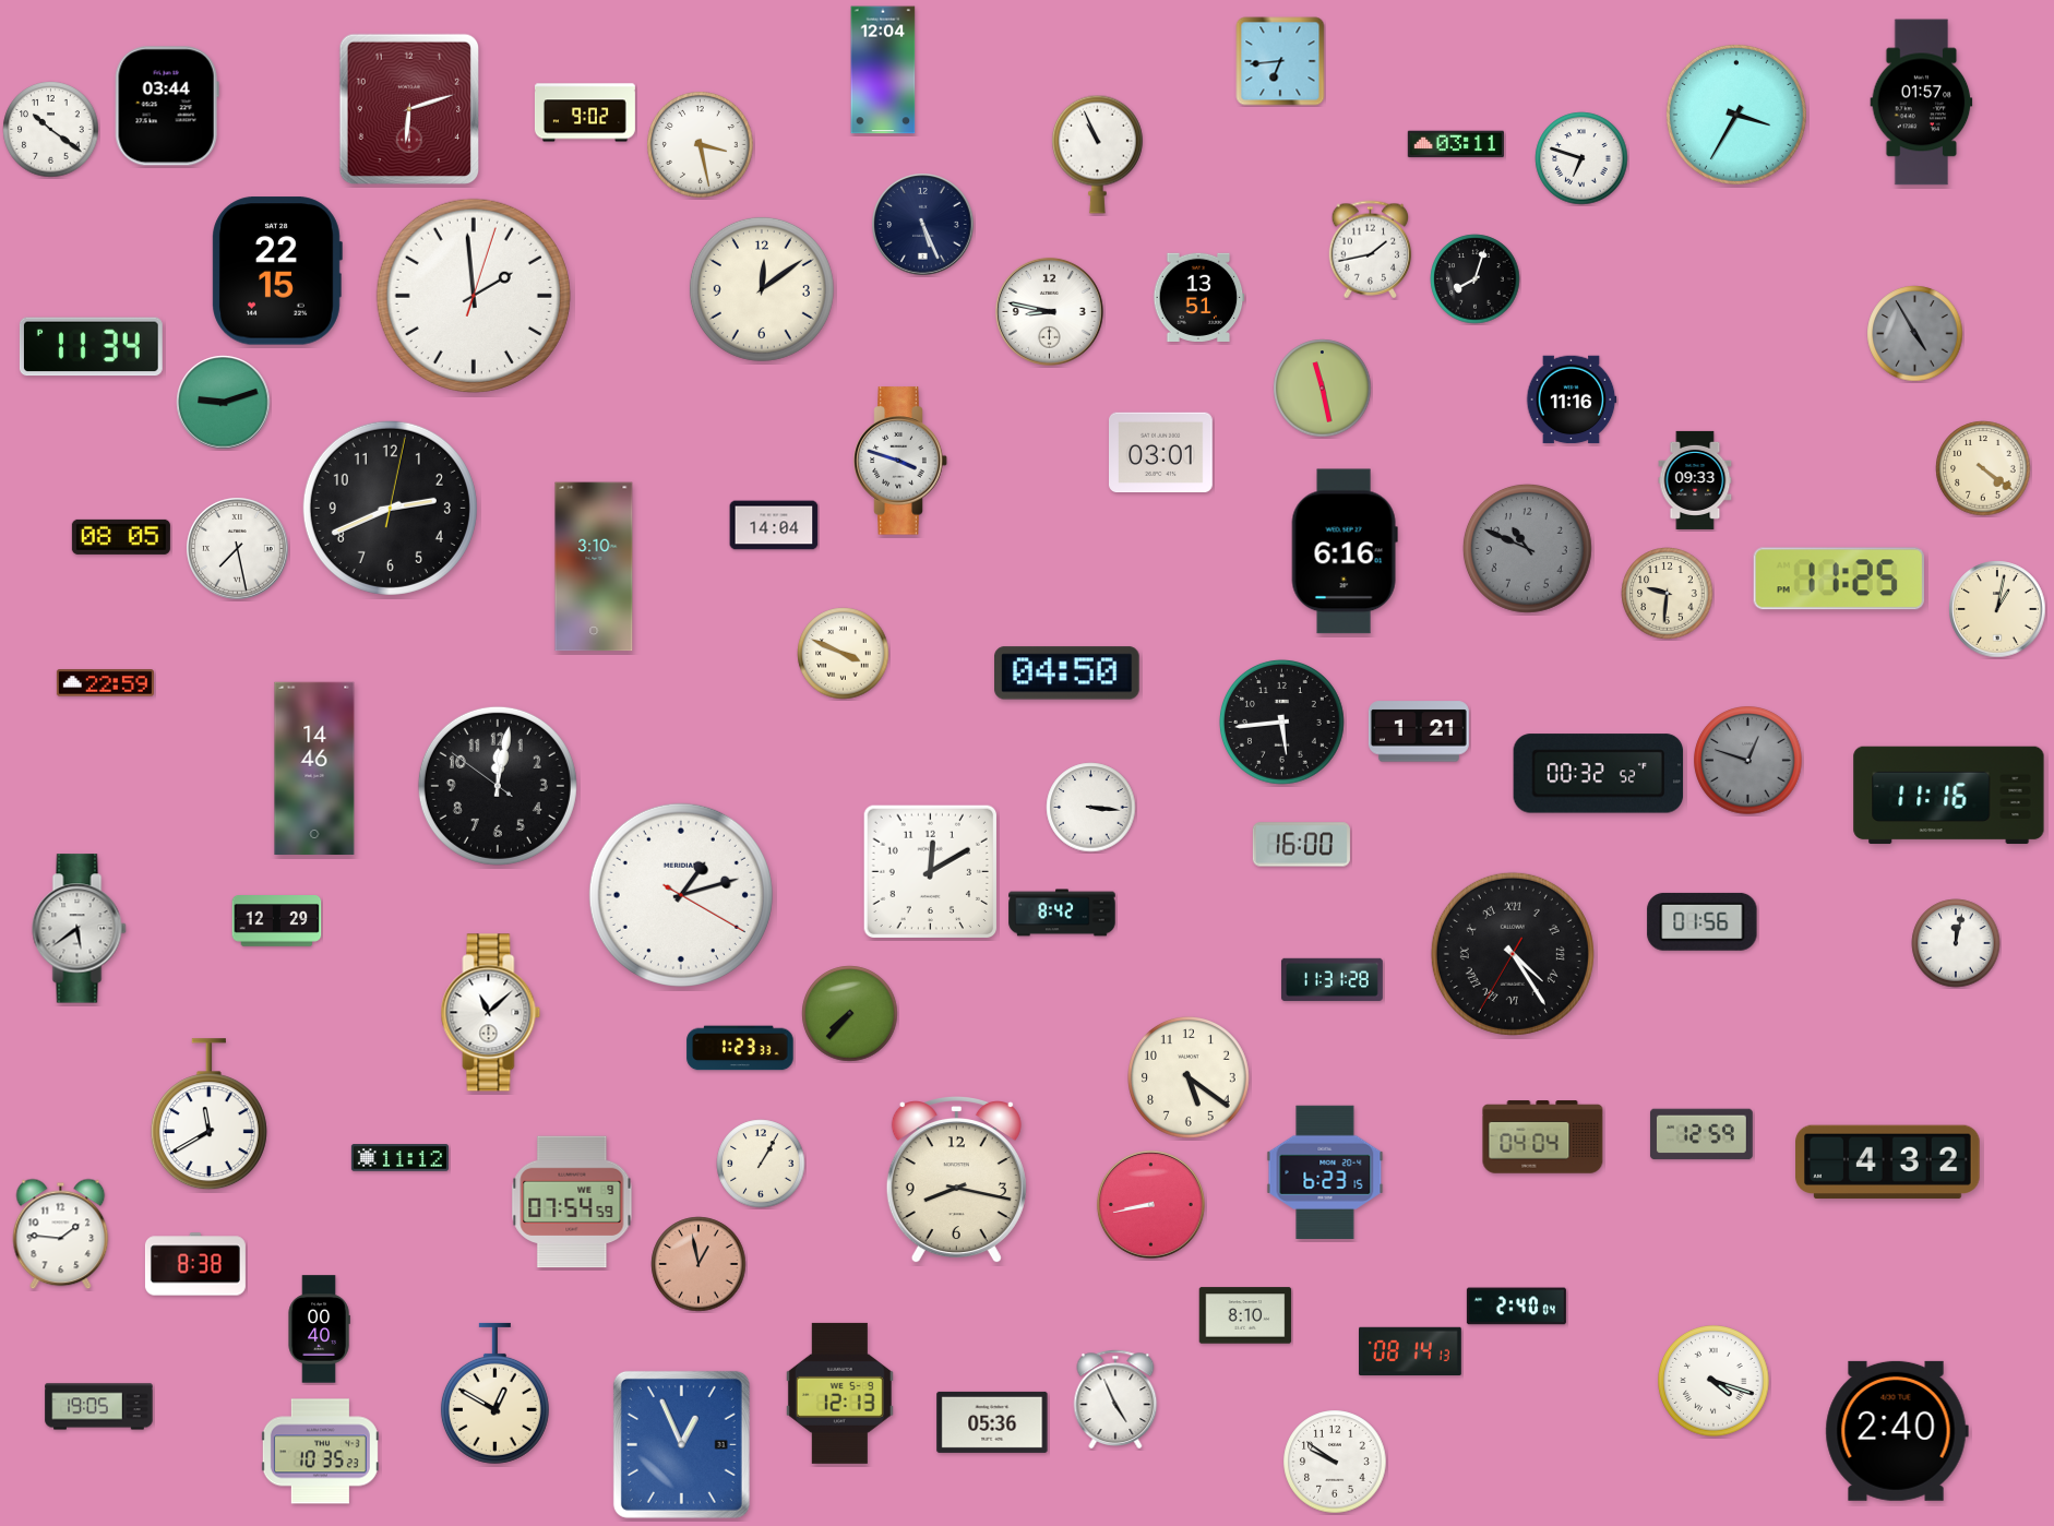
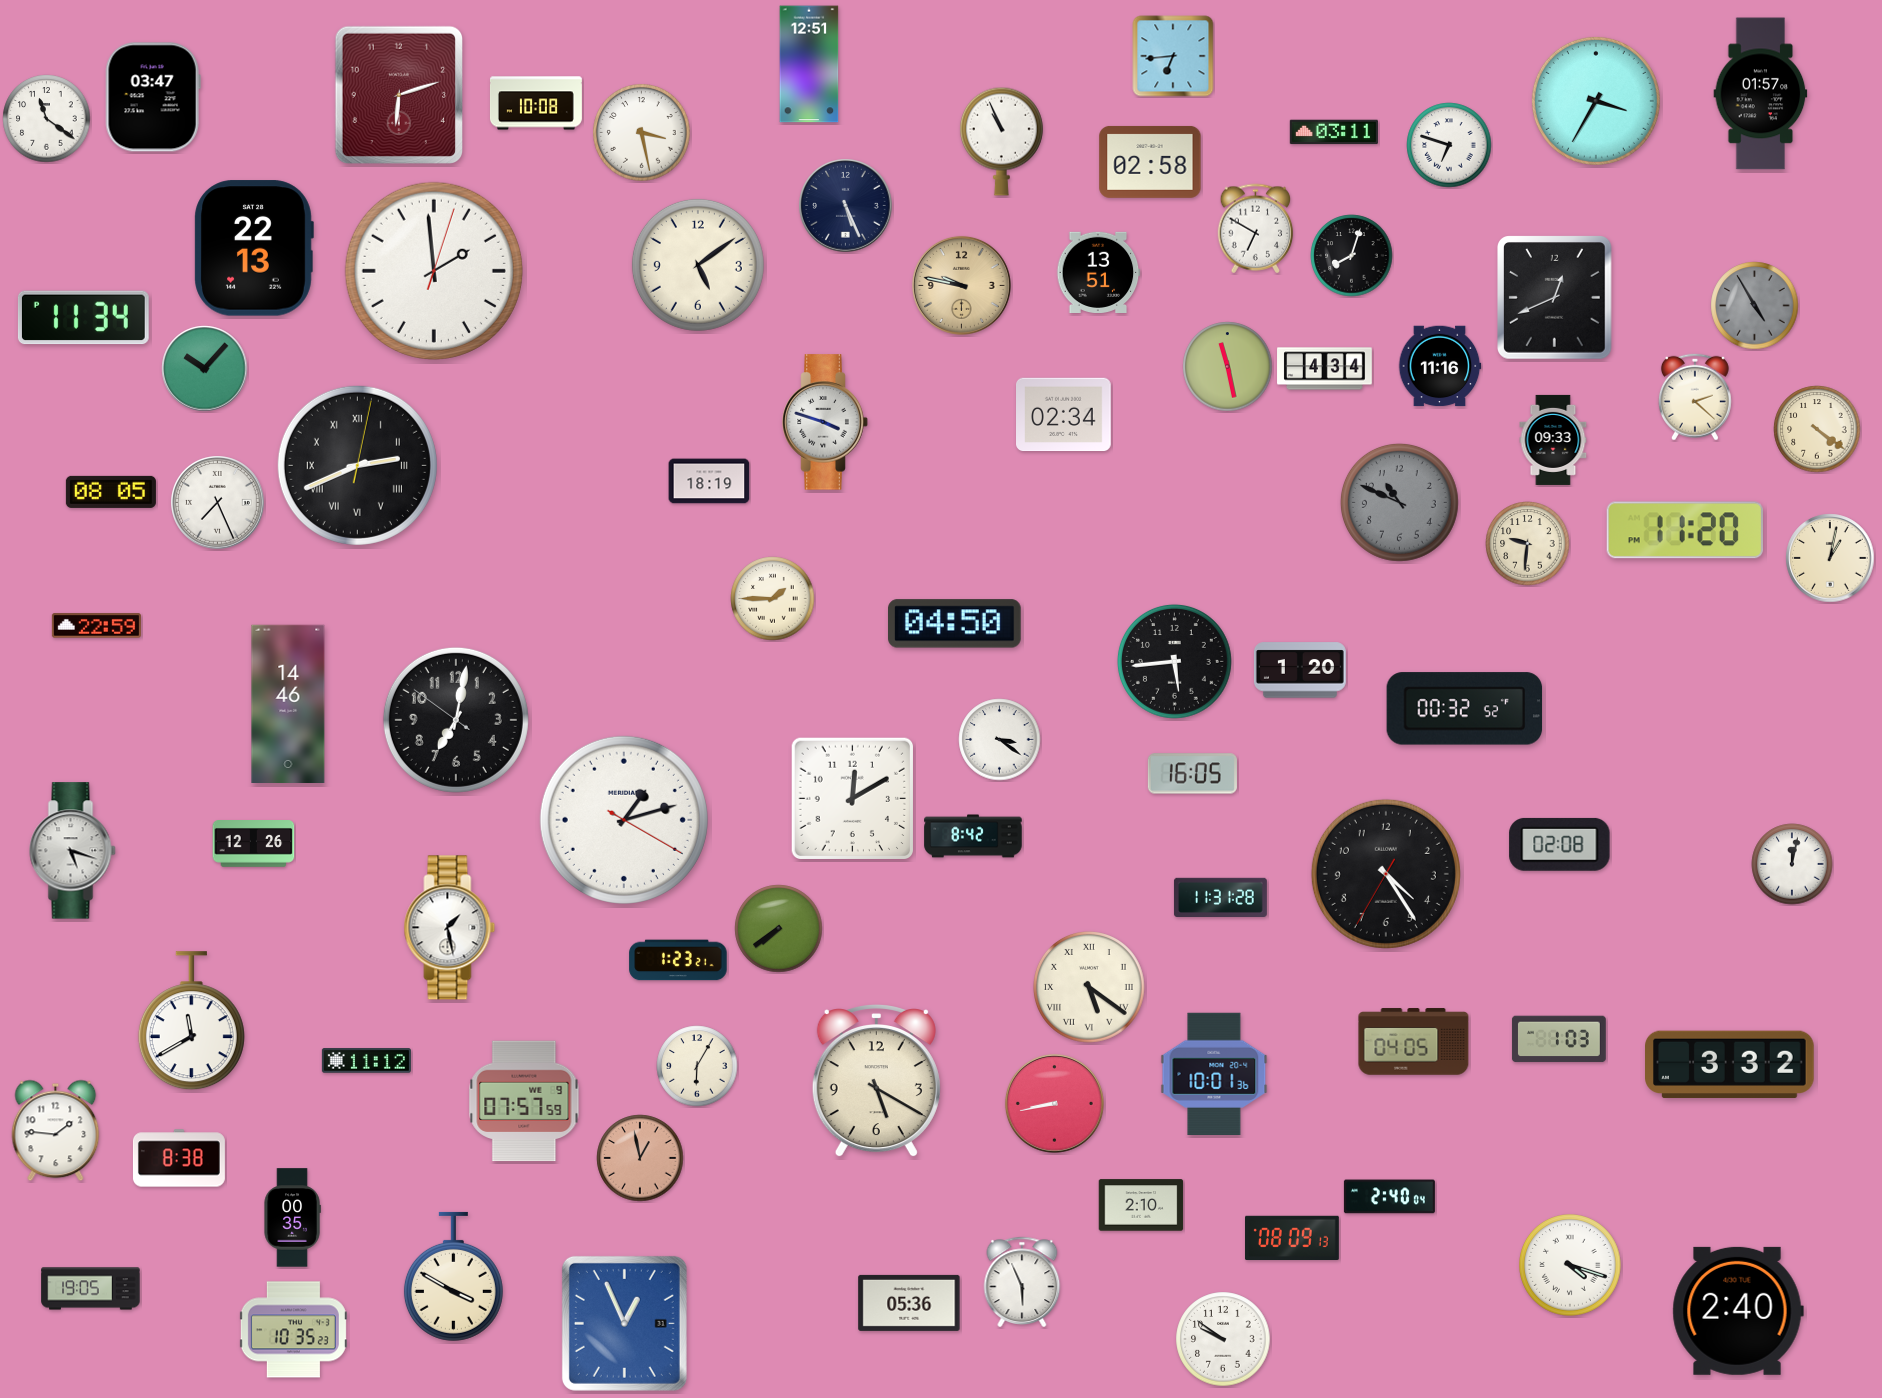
clock at (883, 70): 12:04 -> 12:51
clock at (167, 106): 03:44 -> 03:47
clock at (408, 108) position: (408, 108) -> (398, 94)
clock at (585, 112): 9:02 -> 10:08
clock at (1736, 115) position: (1736, 115) -> (1596, 101)
clock at (51, 130): 10:21 -> 11:21
clock at (1097, 154) position: (1097, 154) -> (1001, 141)
clock at (1150, 162): none -> 02:58
clock at (1371, 250): 1:43 -> 6:50
clock at (277, 271): 22:15 -> 22:13
clock at (762, 289): 12:09 -> 5:09
clock at (1049, 311): 8:47 -> 9:47
clock at (1049, 311) dial: white -> champagne
clock at (1555, 298): none -> 12:41
clock at (1323, 389) position: (1323, 389) -> (1228, 367)
clock at (224, 403): 9:12 -> 10:07
clock at (1325, 369): none -> 4:34
clock at (1695, 397): none -> 2:22
clock at (1161, 453): 03:01 -> 02:34
clock at (390, 508) numerals: Arabic -> Roman
clock at (774, 525): 14:04 -> 18:19
clock at (238, 549): 7:28 -> 7:26
clock at (1345, 551): 6:16 -> none
clock at (594, 567): 3:10 -> none
clock at (1838, 579): 11:25 -> 11:20
clock at (844, 654): 3:49 -> 1:45
clock at (1067, 673) position: (1067, 673) -> (955, 624)
clock at (1419, 731): 1:21 -> 1:20
clock at (1748, 761): 12:48 -> none
clock at (498, 786): 12:01 -> 7:01
clock at (1949, 796): 11:16 -> none
clock at (1091, 808): 3:16 -> 3:21
clock at (1301, 845): 16:00 -> 16:05
clock at (277, 921): 12:29 -> 12:26
clock at (1703, 921): 01:56 -> 02:08
clock at (80, 929): 5:39 -> 5:18
clock at (1513, 954) numerals: Roman -> Arabic
clock at (491, 1013): 11:08 -> 1:28
clock at (850, 1014): 7:37 -> 7:39
clock at (740, 1048): 1:23:33 -> 1:23:21
clock at (1190, 1078) numerals: Arabic -> Roman
clock at (1701, 1134): 12:59 -> 1:03
clock at (1543, 1137): 04:04 -> 04:05
clock at (1888, 1163): 4:32 -> 3:32
clock at (761, 1164): 1:05 -> 6:05
clock at (1325, 1171): 6:23 -> 10:01
clock at (956, 1181): 8:17 -> 5:20
clock at (572, 1202): 07:54 -> 07:57
clock at (1245, 1315): 8:10 -> 2:10
clock at (319, 1330): 00:40 -> 00:35
clock at (1411, 1351): 08:14 -> 08:09
clock at (494, 1393): 12:50 -> 3:50
clock at (839, 1393): 12:13 -> none
clock at (1115, 1398): 4:56 -> 5:56
